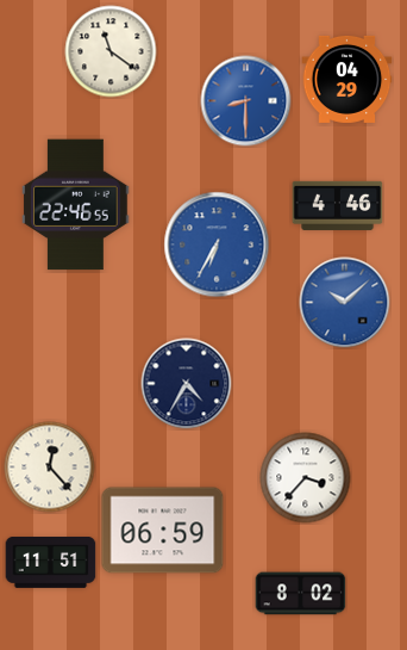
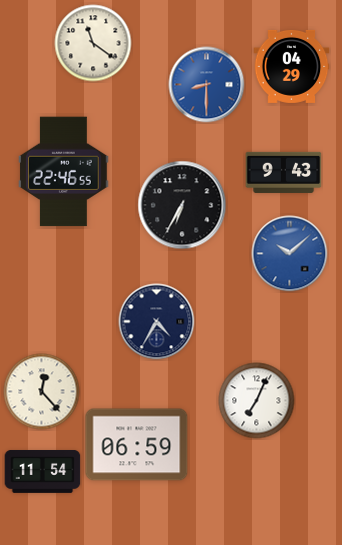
clock at (338, 205): 4:46 -> 9:43
clock at (217, 244) dial: blue -> black
clock at (306, 478): 3:37 -> 7:04
clock at (51, 563): 11:51 -> 11:54
clock at (301, 594): 8:02 -> none
